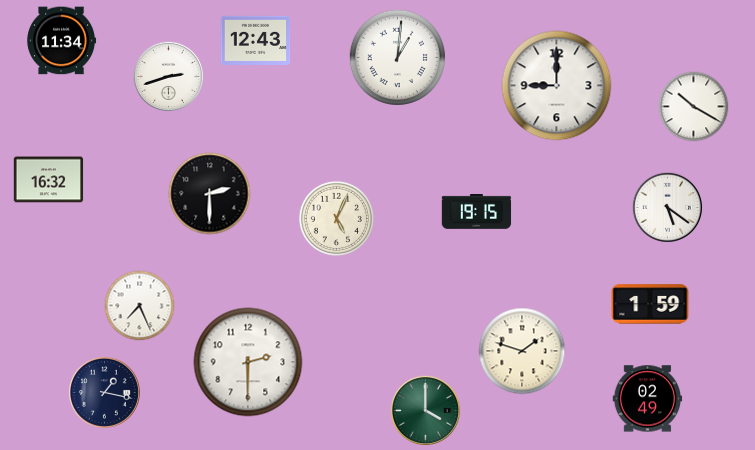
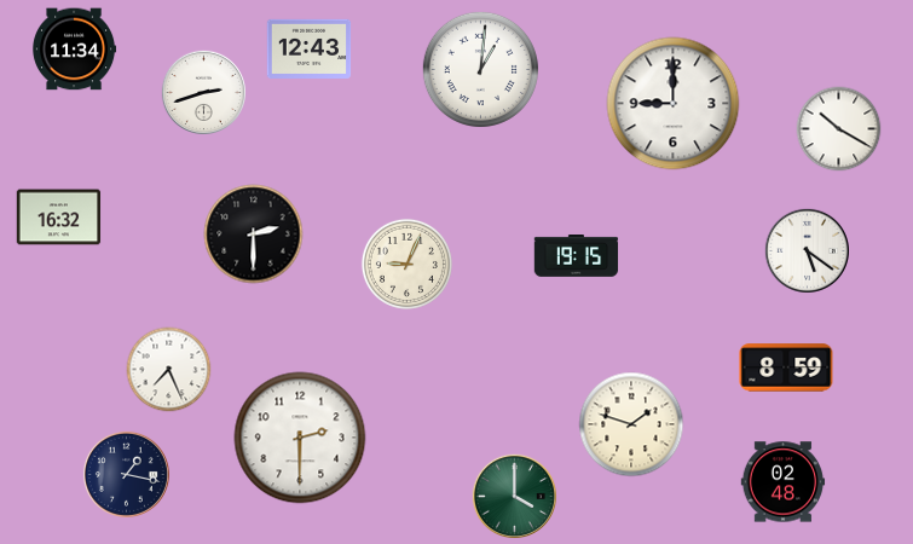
clock at (336, 218): 5:04 -> 9:04
clock at (650, 304): 1:59 -> 8:59
clock at (648, 399): 02:49 -> 02:48
